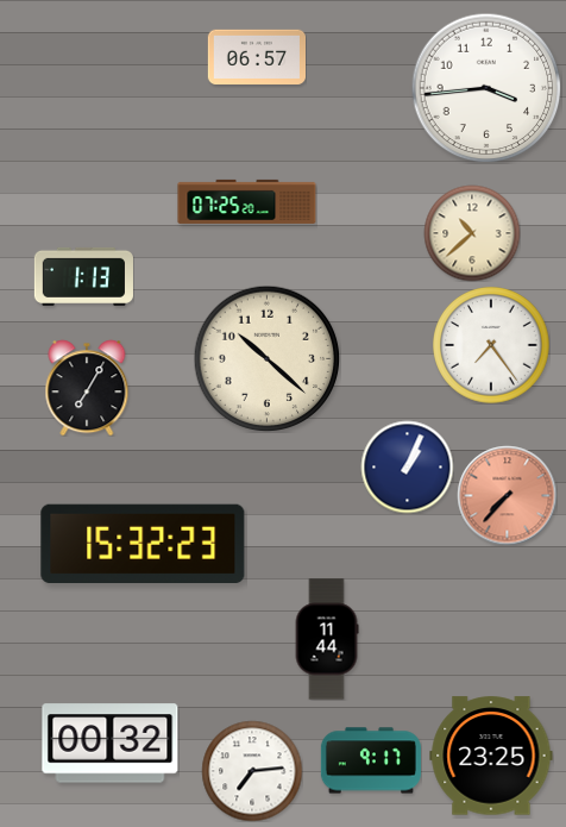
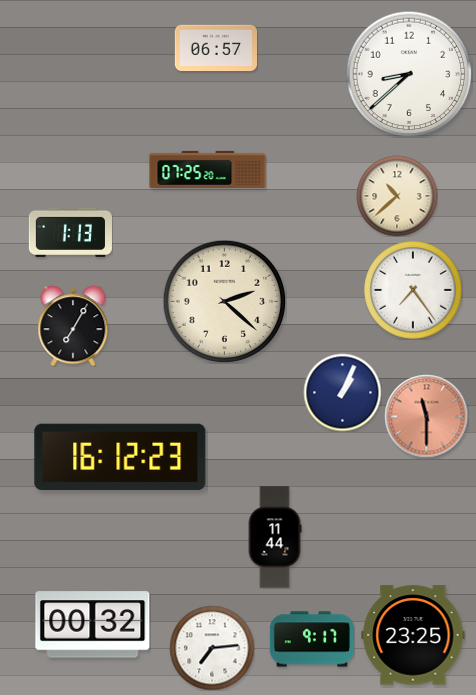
clock at (486, 88): 3:44 -> 8:38
clock at (266, 358): 10:22 -> 2:22
clock at (507, 495): 7:37 -> 11:30
clock at (143, 543): 15:32 -> 16:12
